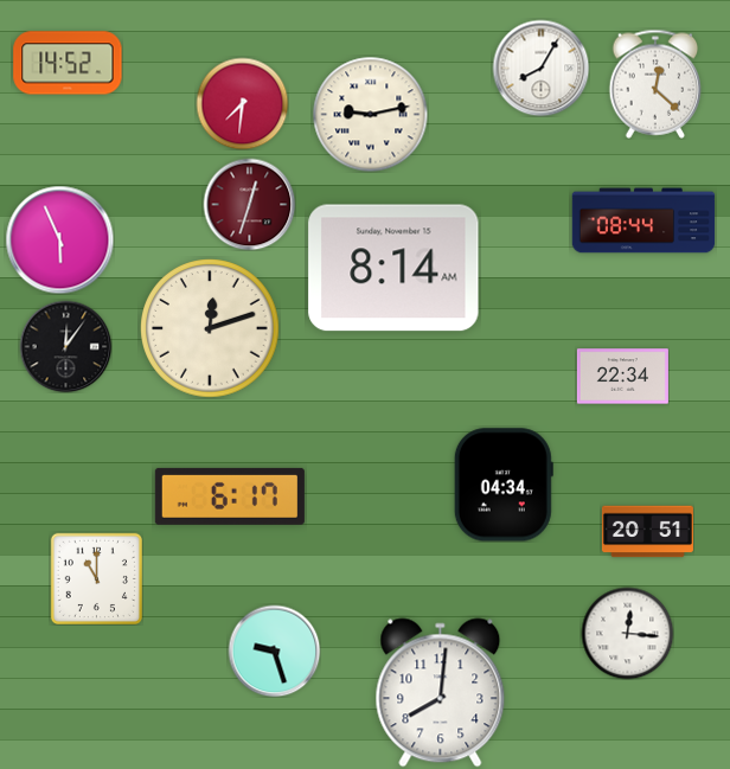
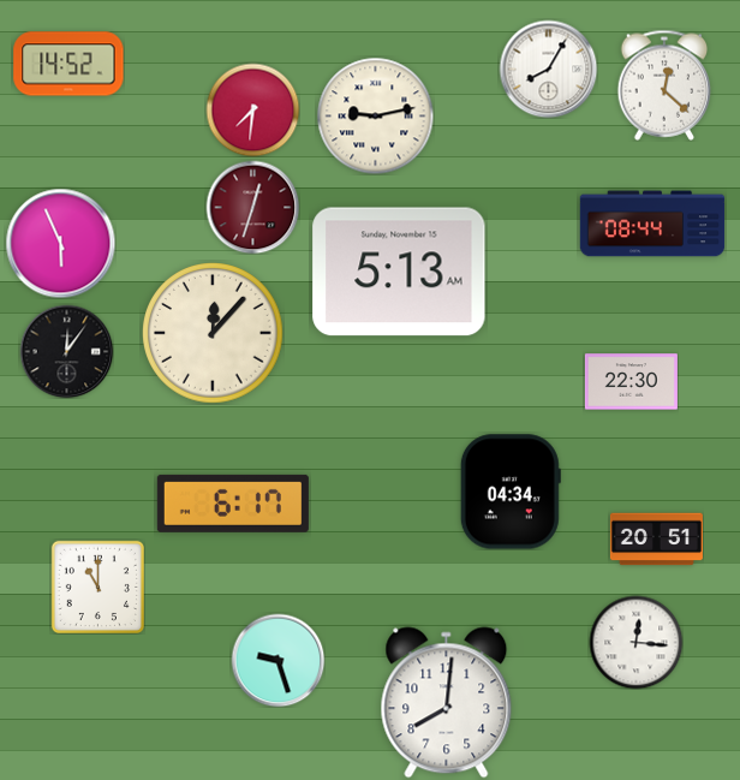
clock at (242, 103) position: (242, 103) -> (252, 109)
clock at (393, 268): 8:14 -> 5:13
clock at (210, 328): 12:12 -> 12:07
clock at (622, 377): 22:34 -> 22:30
